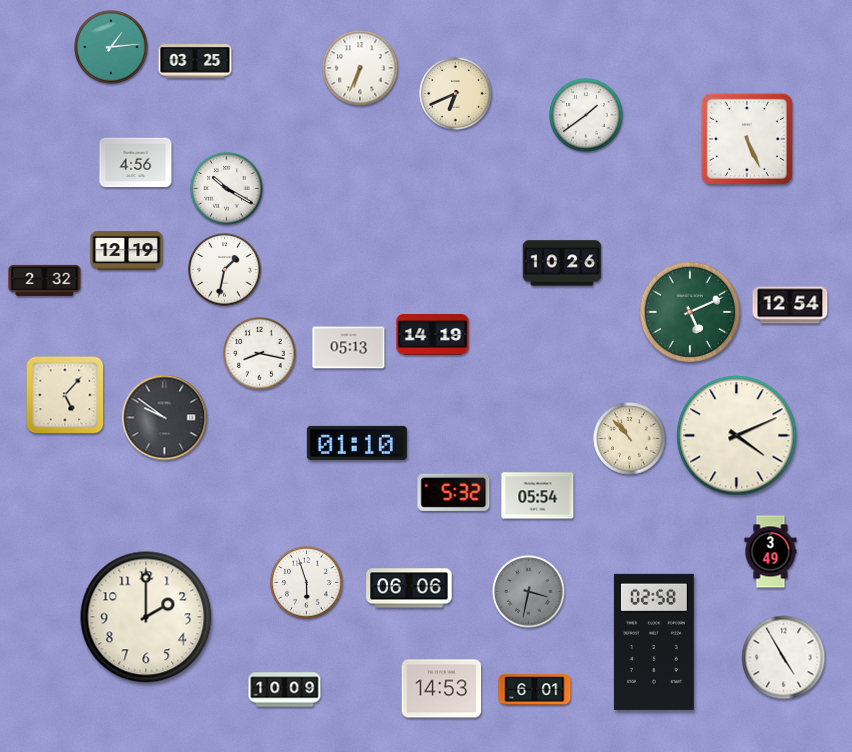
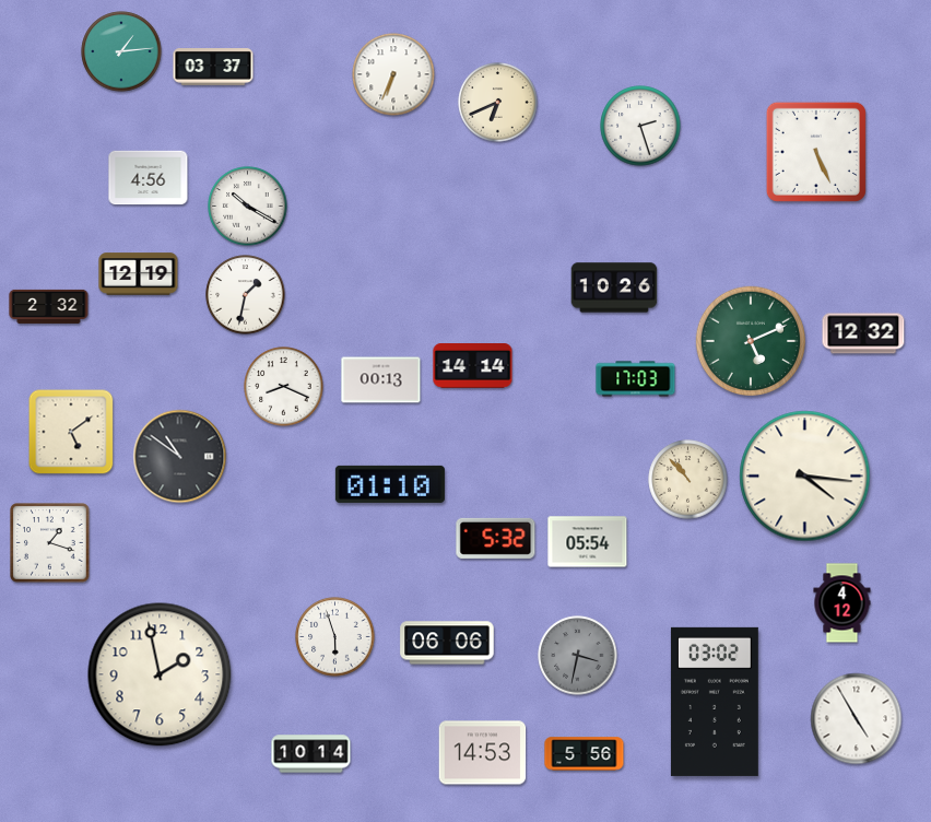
clock at (195, 61): 03:25 -> 03:37
clock at (586, 115): 1:39 -> 2:27
clock at (790, 305): 12:54 -> 12:32
clock at (690, 312) position: (690, 312) -> (751, 341)
clock at (433, 335): 14:19 -> 14:14
clock at (636, 379): none -> 17:03
clock at (349, 348): 05:13 -> 00:13
clock at (260, 354): 8:17 -> 8:19
clock at (65, 395): 5:07 -> 5:09
clock at (165, 418): 9:51 -> 10:51
clock at (737, 436): 4:11 -> 4:16
clock at (50, 543): none -> 1:18
clock at (771, 552): 3:49 -> 4:12
clock at (529, 592) position: (529, 592) -> (578, 656)
clock at (146, 617): 2:00 -> 1:58
clock at (654, 642): 02:58 -> 03:02
clock at (285, 690): 10:09 -> 10:14
clock at (535, 690): 6:01 -> 5:56
